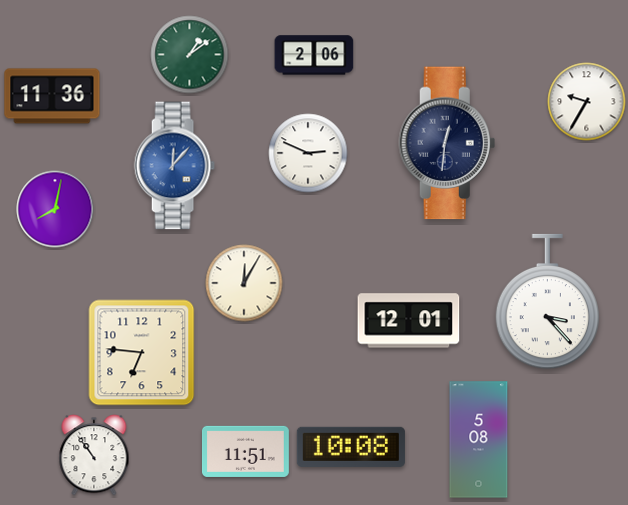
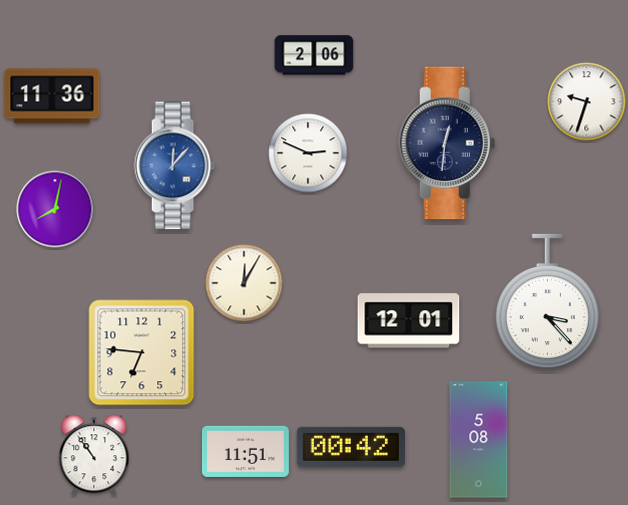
clock at (190, 55): 1:09 -> none
clock at (587, 102): 9:35 -> 9:33
clock at (351, 447): 10:08 -> 00:42
